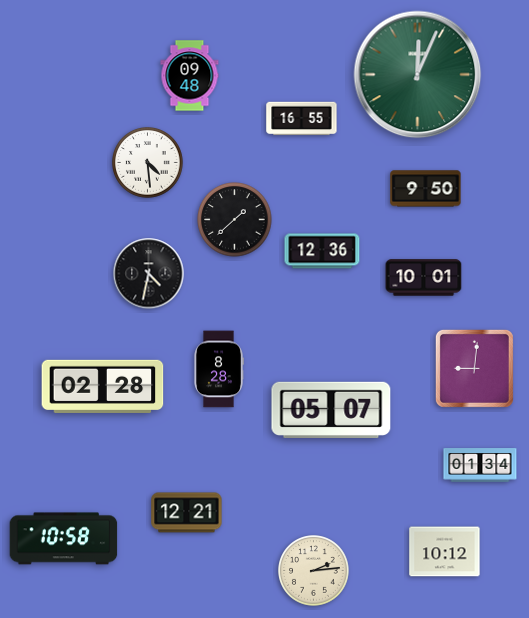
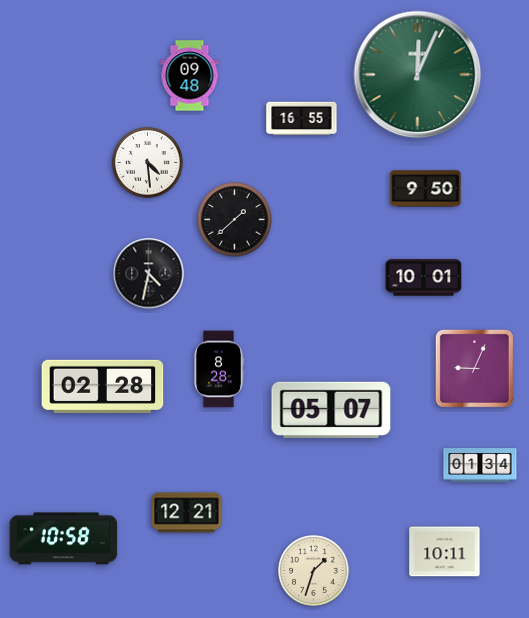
clock at (322, 251): 12:36 -> none
clock at (474, 368): 9:01 -> 9:04
clock at (445, 552): 10:12 -> 10:11
clock at (314, 571): 2:14 -> 1:33
